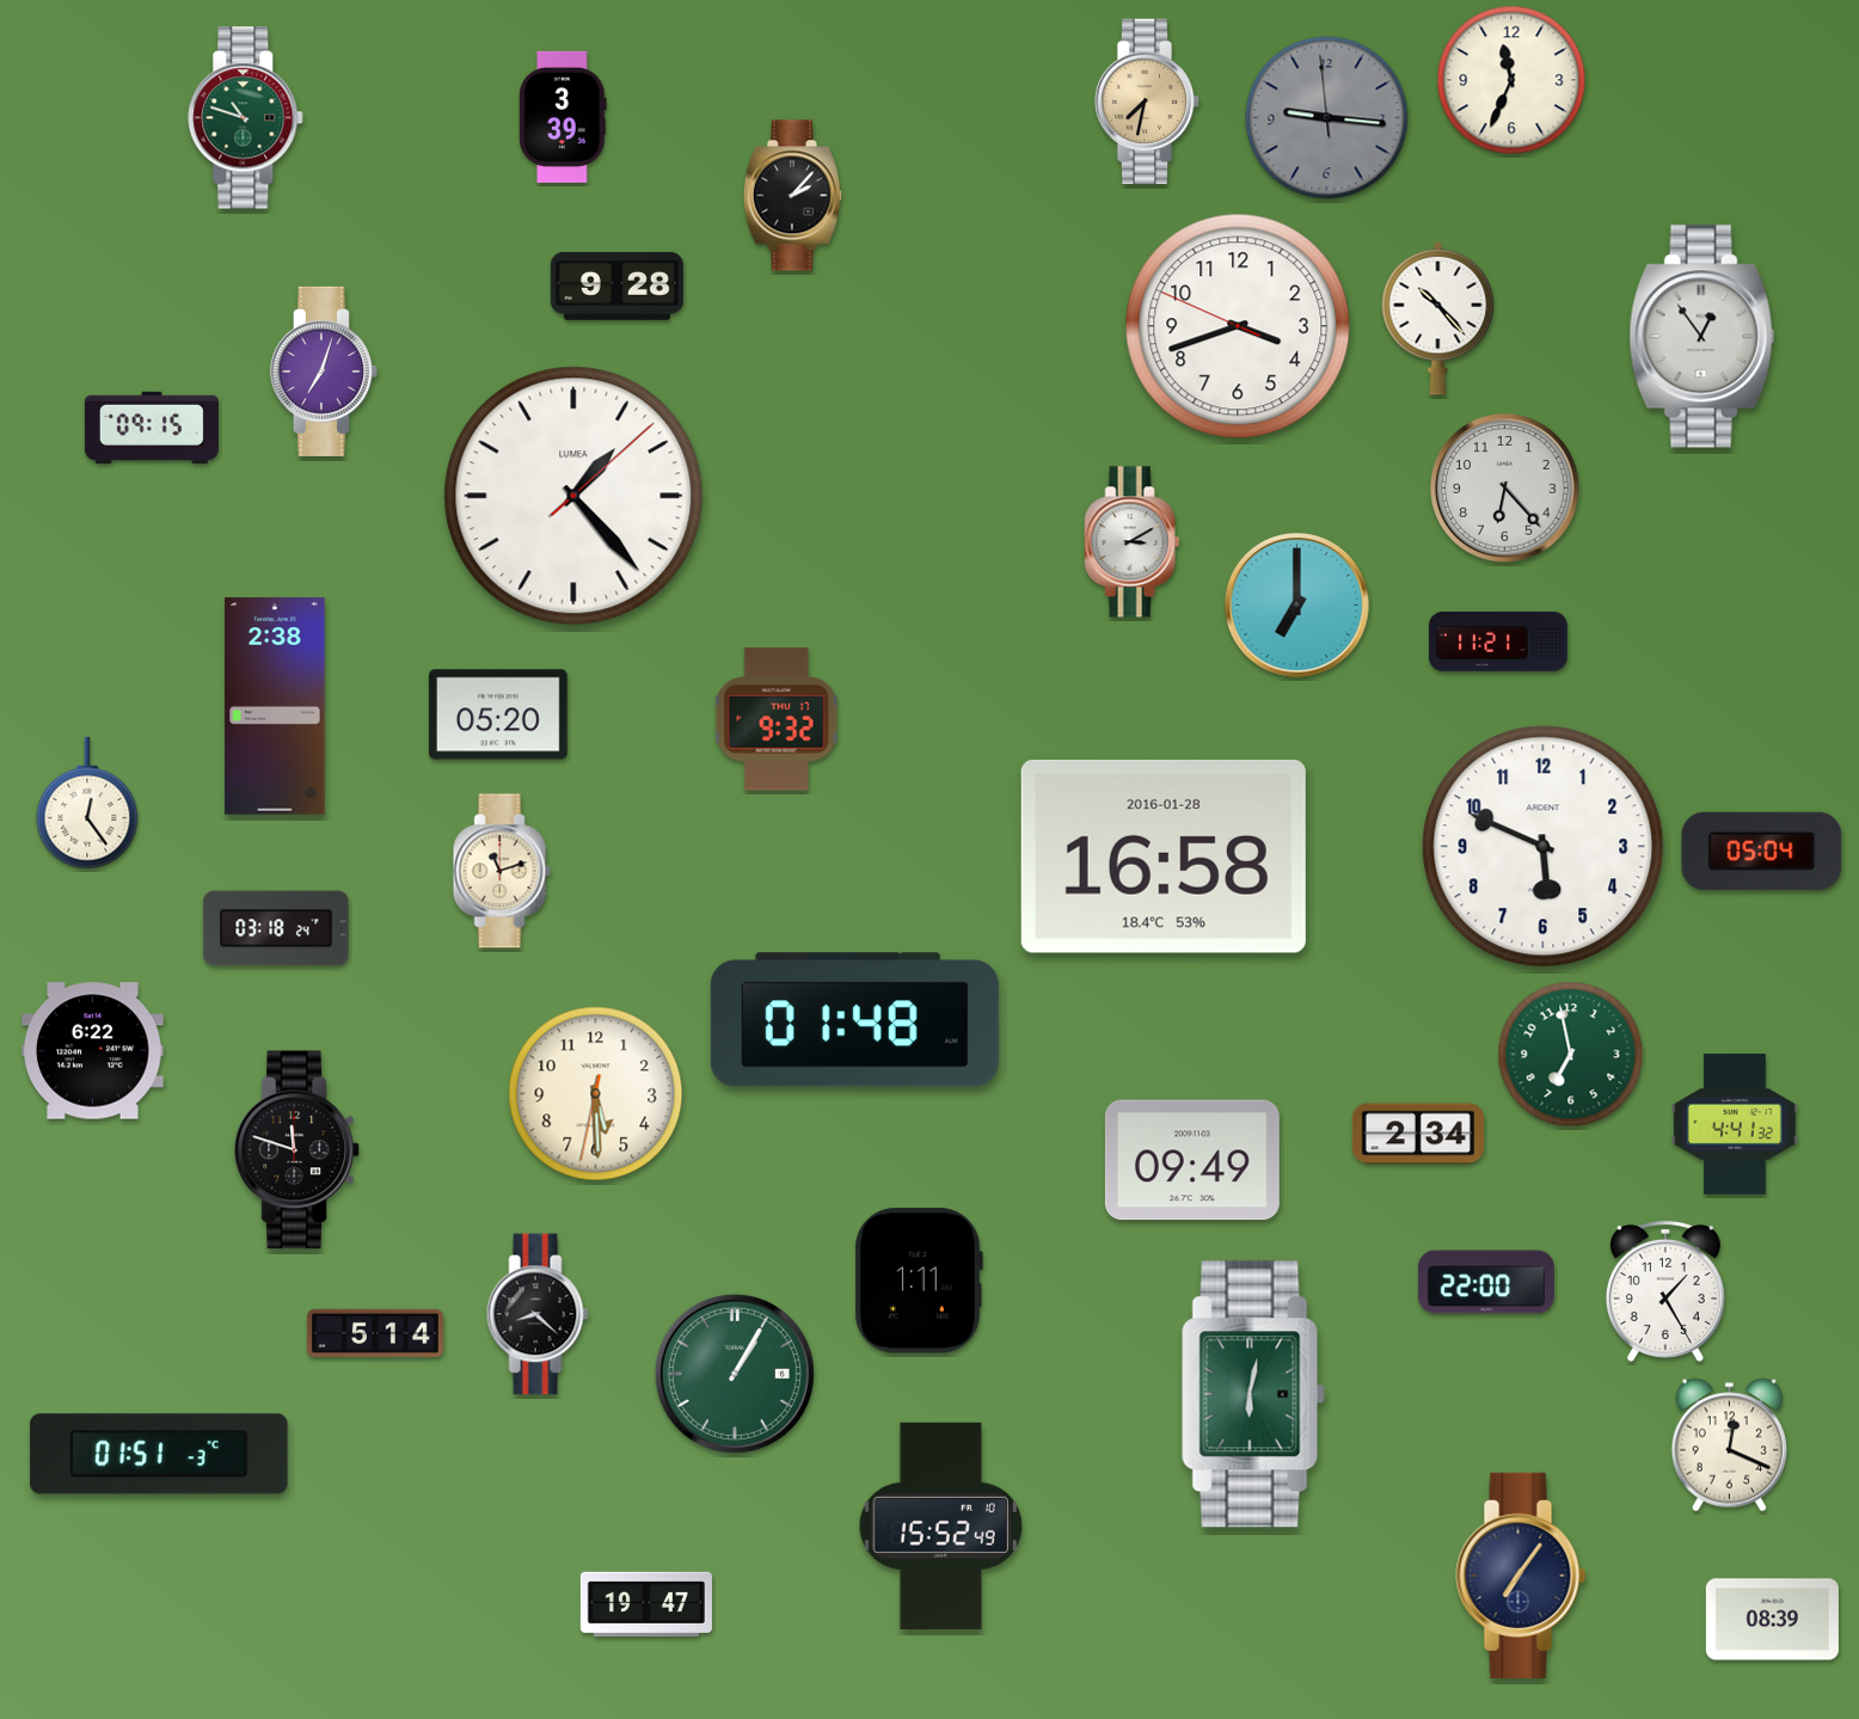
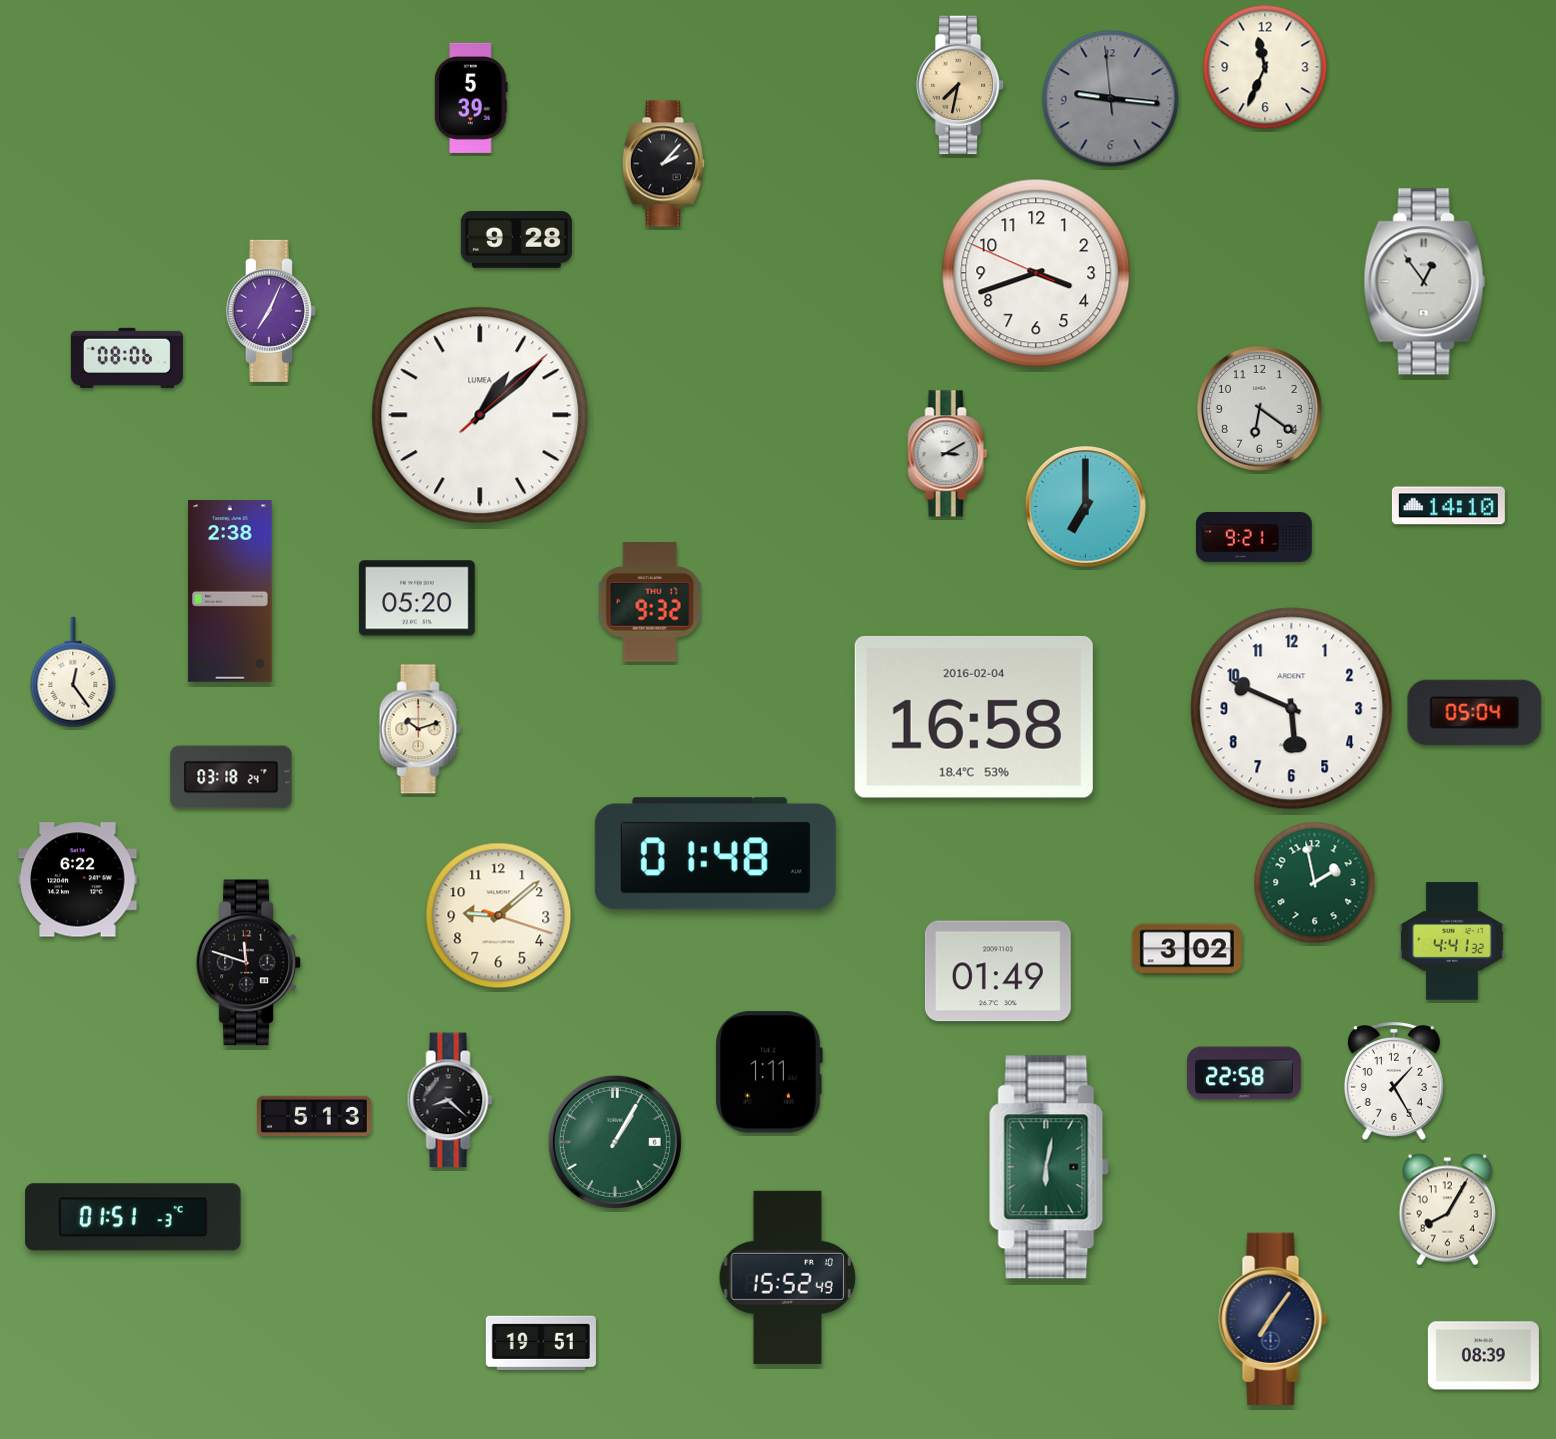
clock at (563, 117): 3:39 -> 5:39
clock at (246, 118): 10:48 -> none
clock at (1438, 318): 10:23 -> none
clock at (324, 372): 7:03 -> 7:04
clock at (152, 428): 09:15 -> 08:06
clock at (1505, 489): 6:23 -> 6:21
clock at (573, 496): 1:23 -> 1:08
clock at (1448, 506): none -> 14:10
clock at (1498, 641): 11:21 -> 9:21
clock at (1164, 857) date: 2016-01-28 -> 2016-02-04
clock at (502, 871): 11:12 -> 10:12
clock at (1571, 1055): 6:58 -> 1:58
clock at (596, 1094): 5:29 -> 9:08
clock at (1418, 1134): 2:34 -> 3:02
clock at (1192, 1160): 09:49 -> 01:49
clock at (1486, 1282): 22:00 -> 22:58
clock at (375, 1333): 5:14 -> 5:13
clock at (735, 1374) position: (735, 1374) -> (615, 1142)
clock at (1729, 1445): 12:19 -> 8:05
clock at (646, 1604): 19:47 -> 19:51
